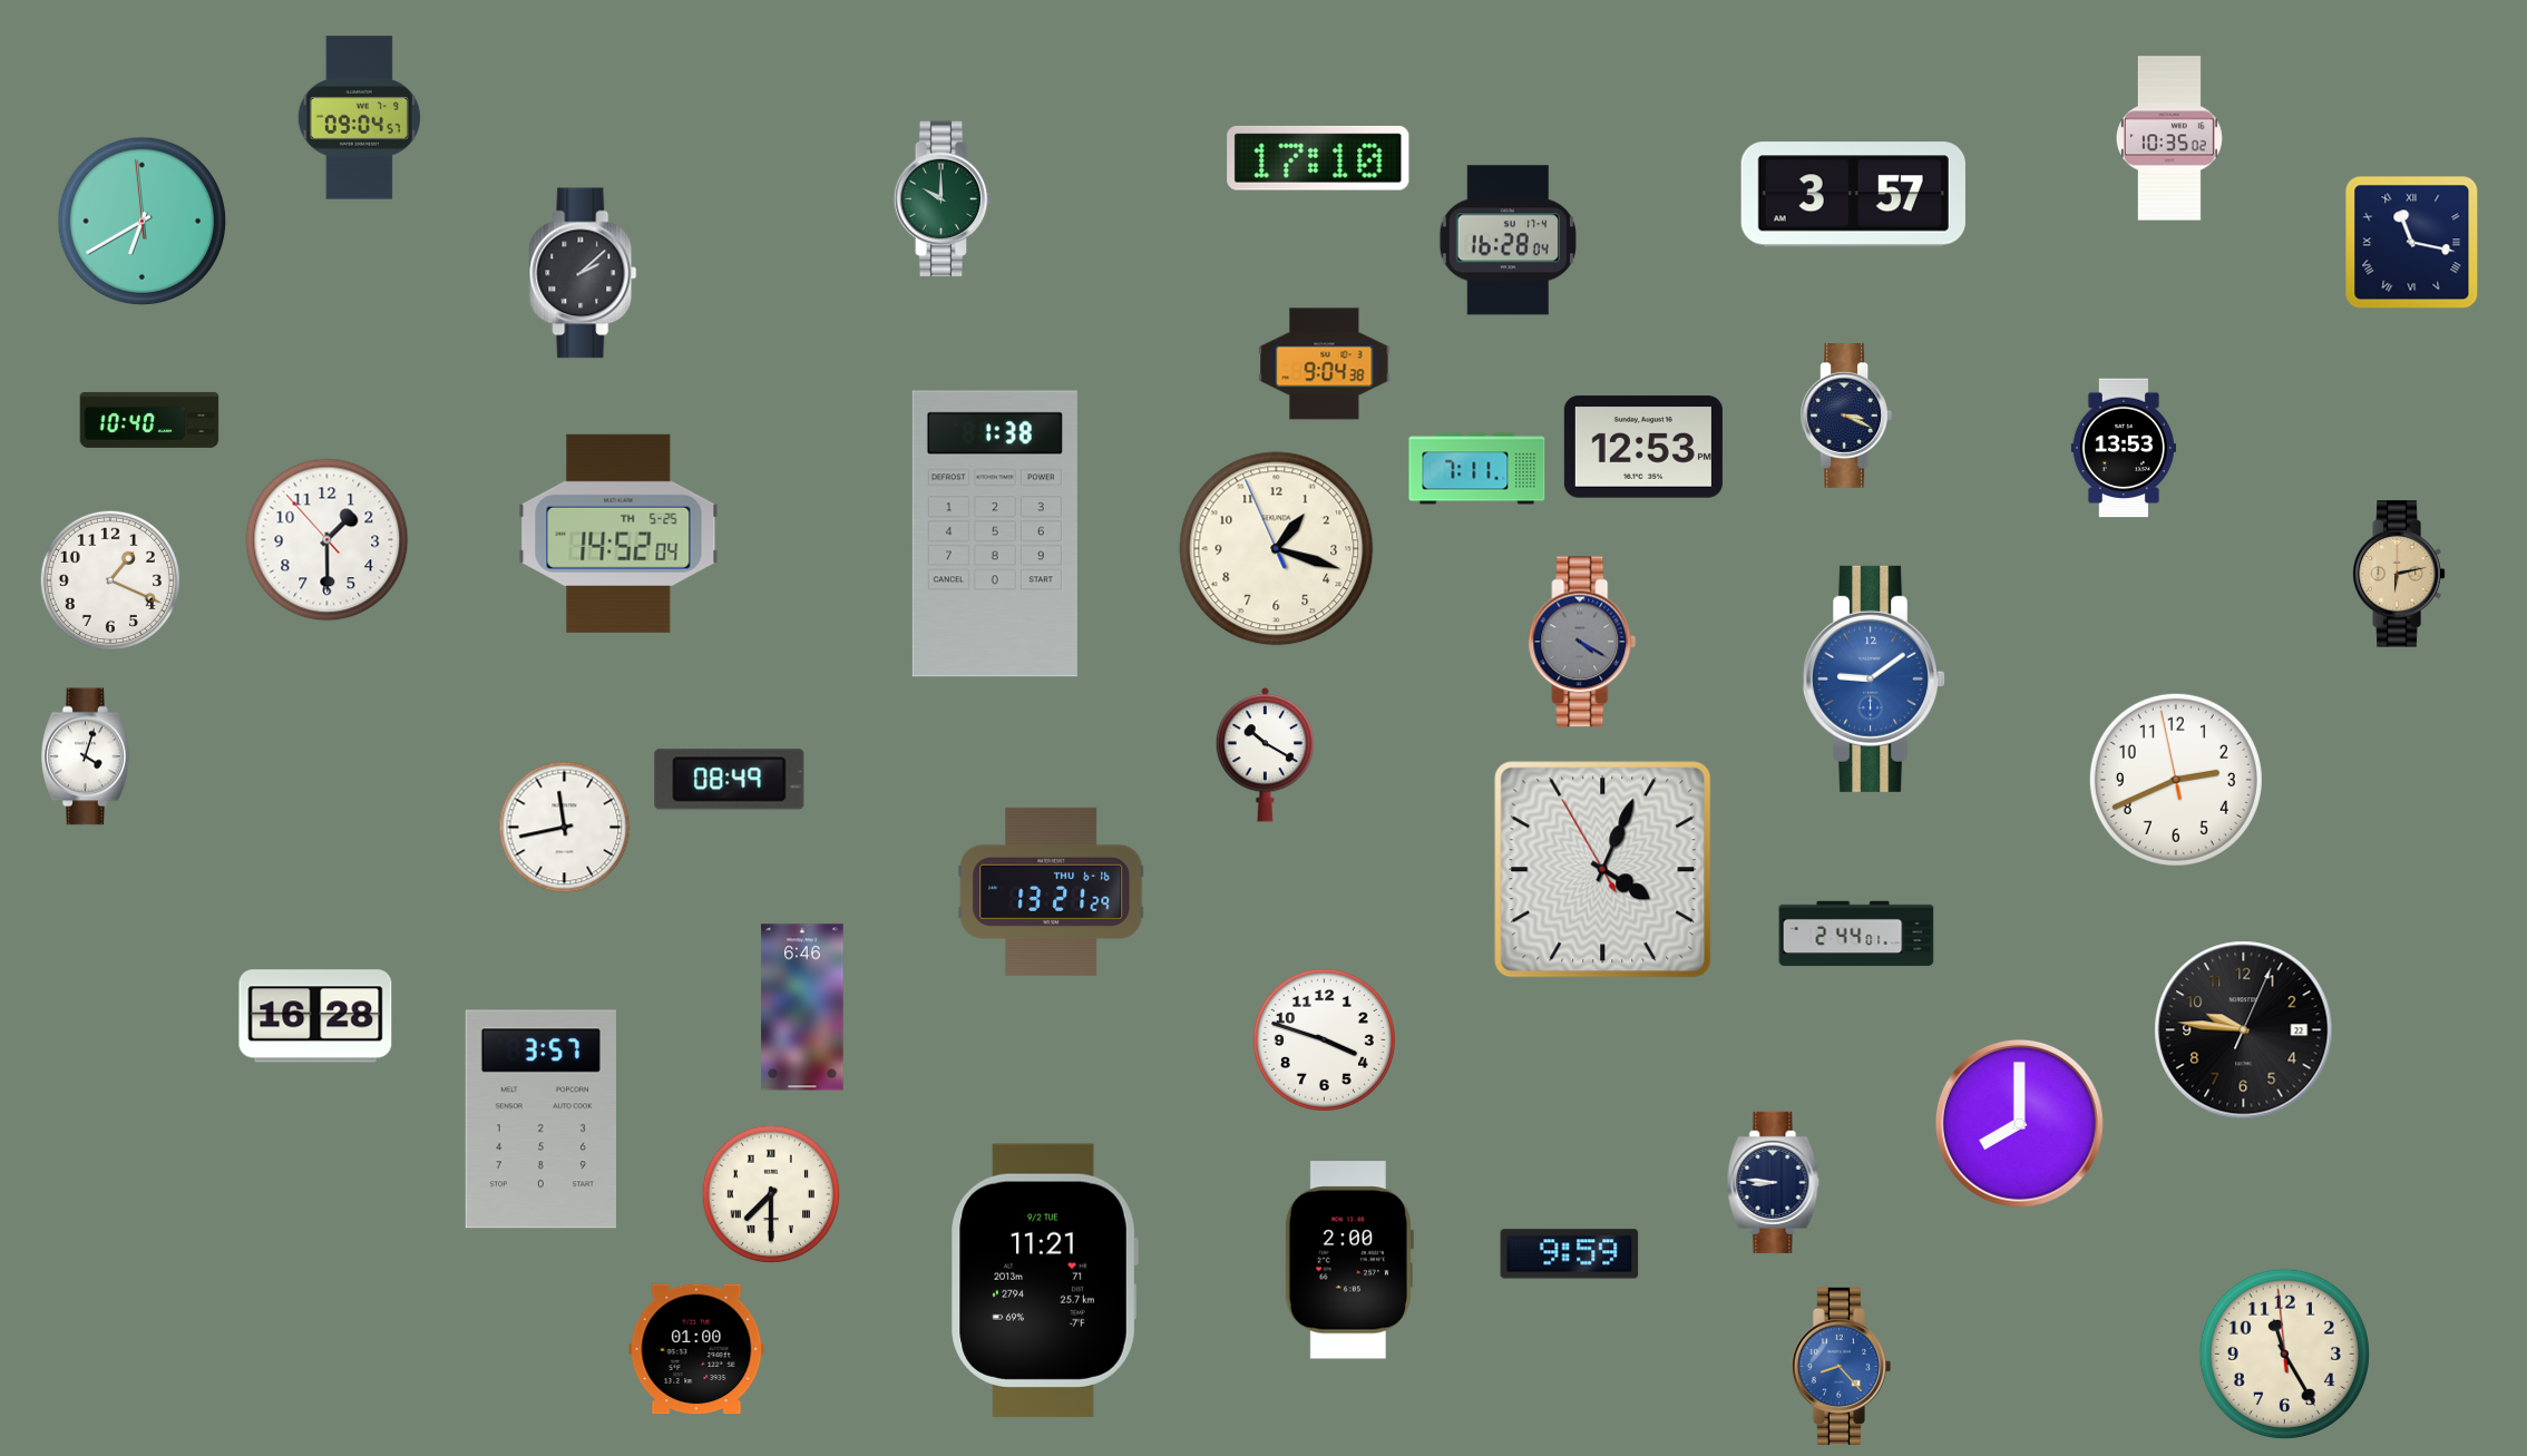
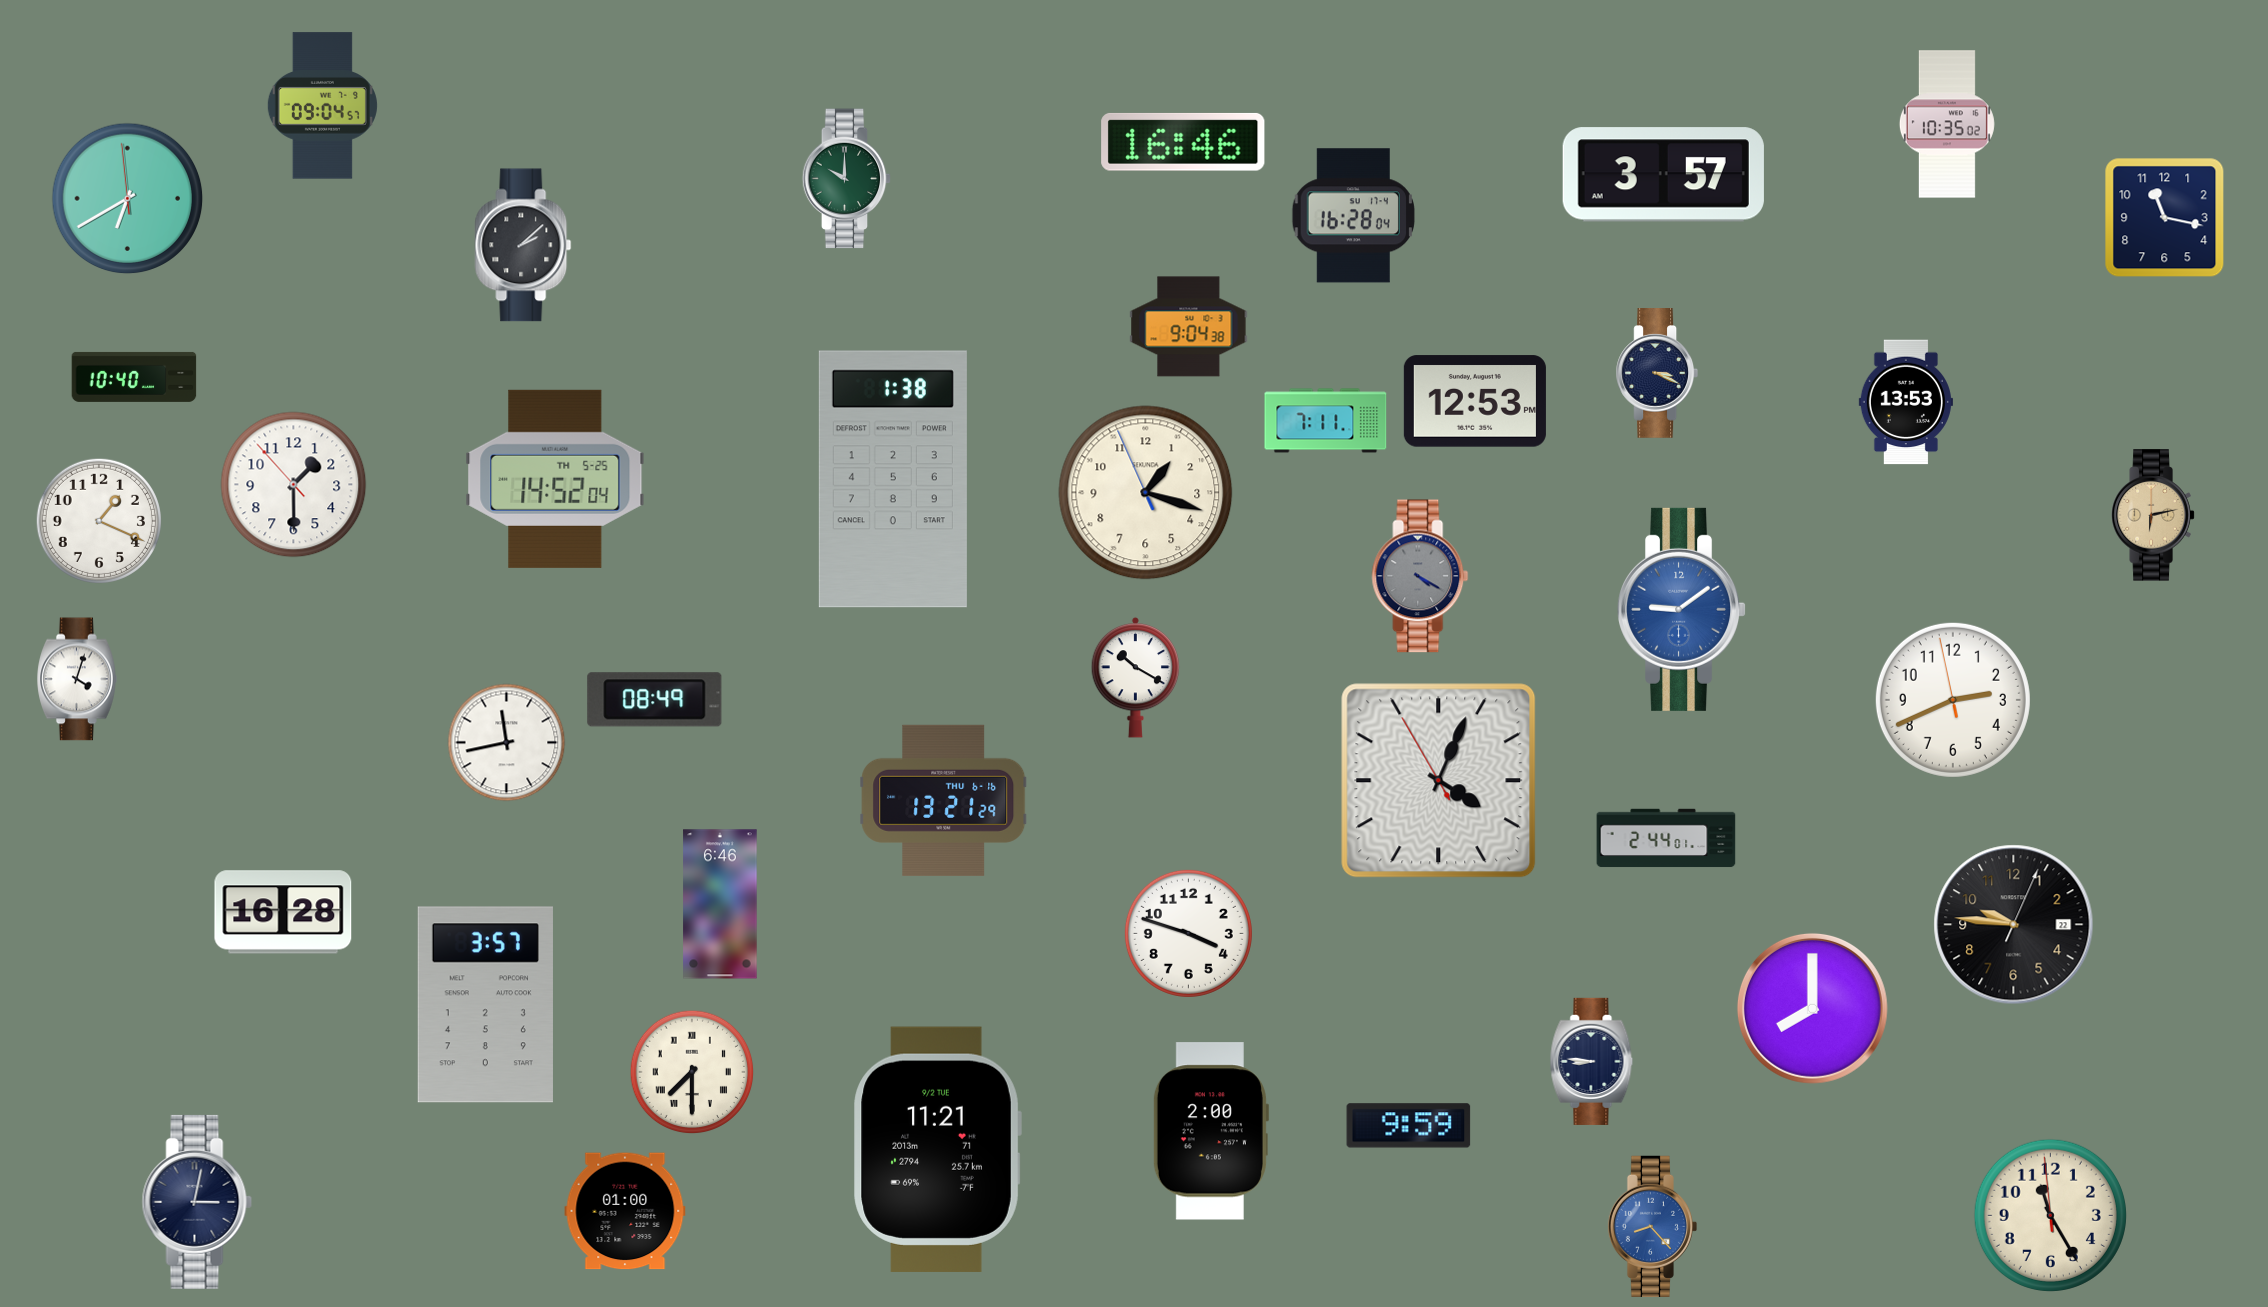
clock at (1318, 158): 17:10 -> 16:46
clock at (2412, 243) numerals: Roman -> Arabic
clock at (197, 1202): none -> 3:02
